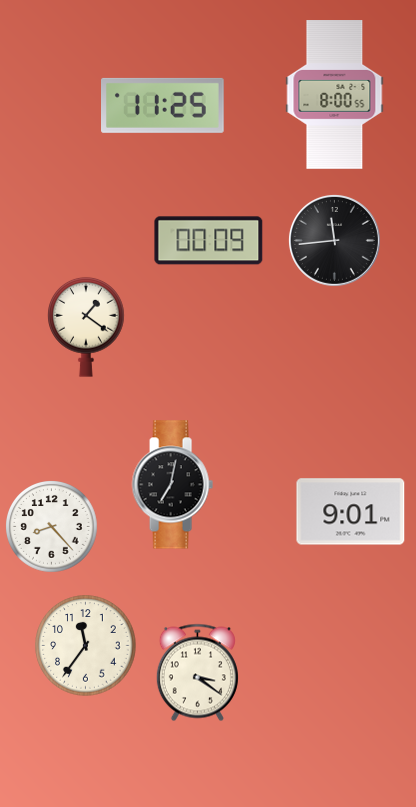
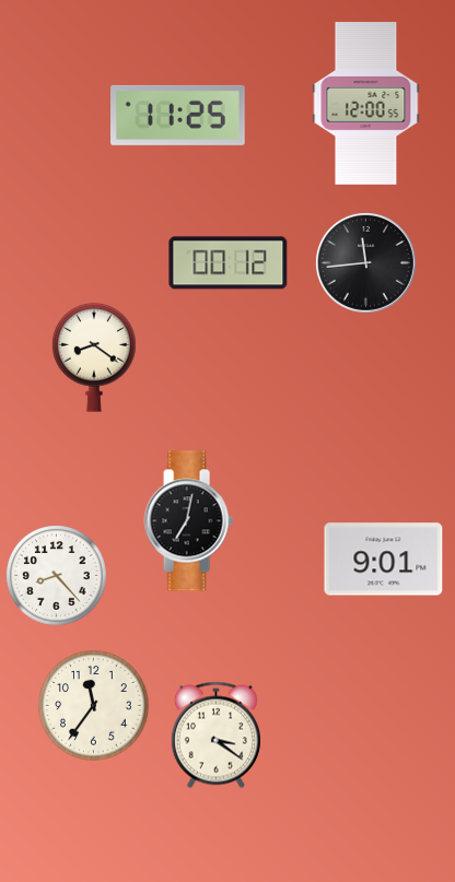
clock at (335, 95): 8:00 -> 12:00
clock at (209, 241): 00:09 -> 00:12
clock at (86, 327): 1:21 -> 8:21
clock at (172, 485) position: (172, 485) -> (188, 521)
